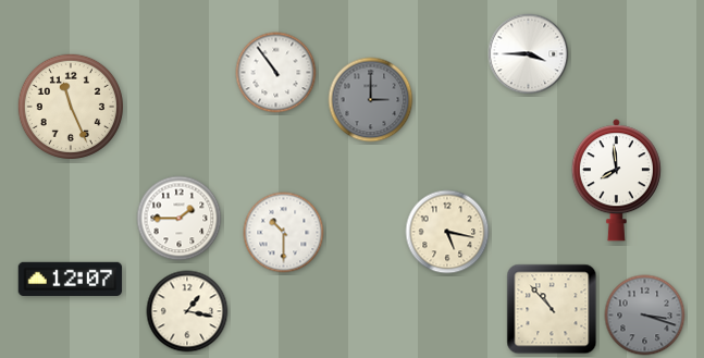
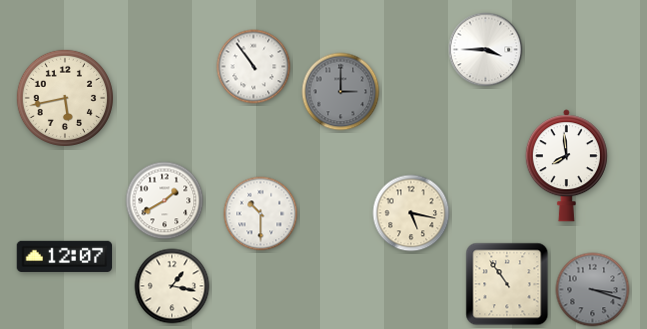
clock at (70, 106): 11:26 -> 5:43
clock at (180, 219): 1:45 -> 1:40
clock at (552, 309): 10:53 -> 10:54
